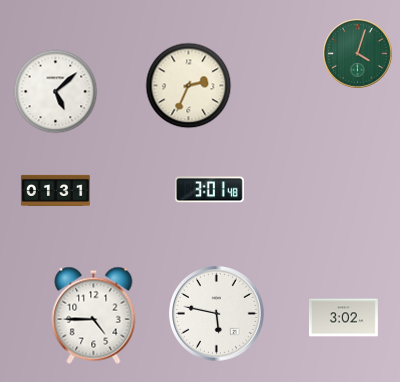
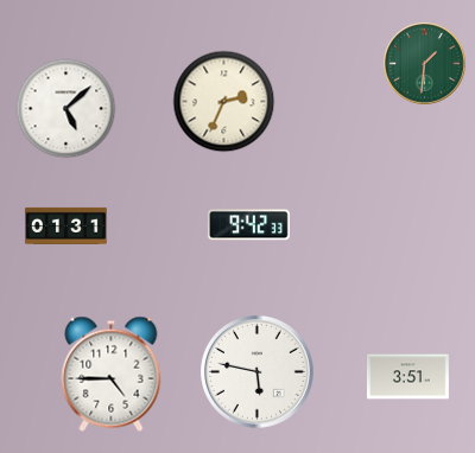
clock at (358, 54): 4:03 -> 1:31
clock at (209, 190): 3:01 -> 9:42
clock at (343, 318): 3:02 -> 3:51
